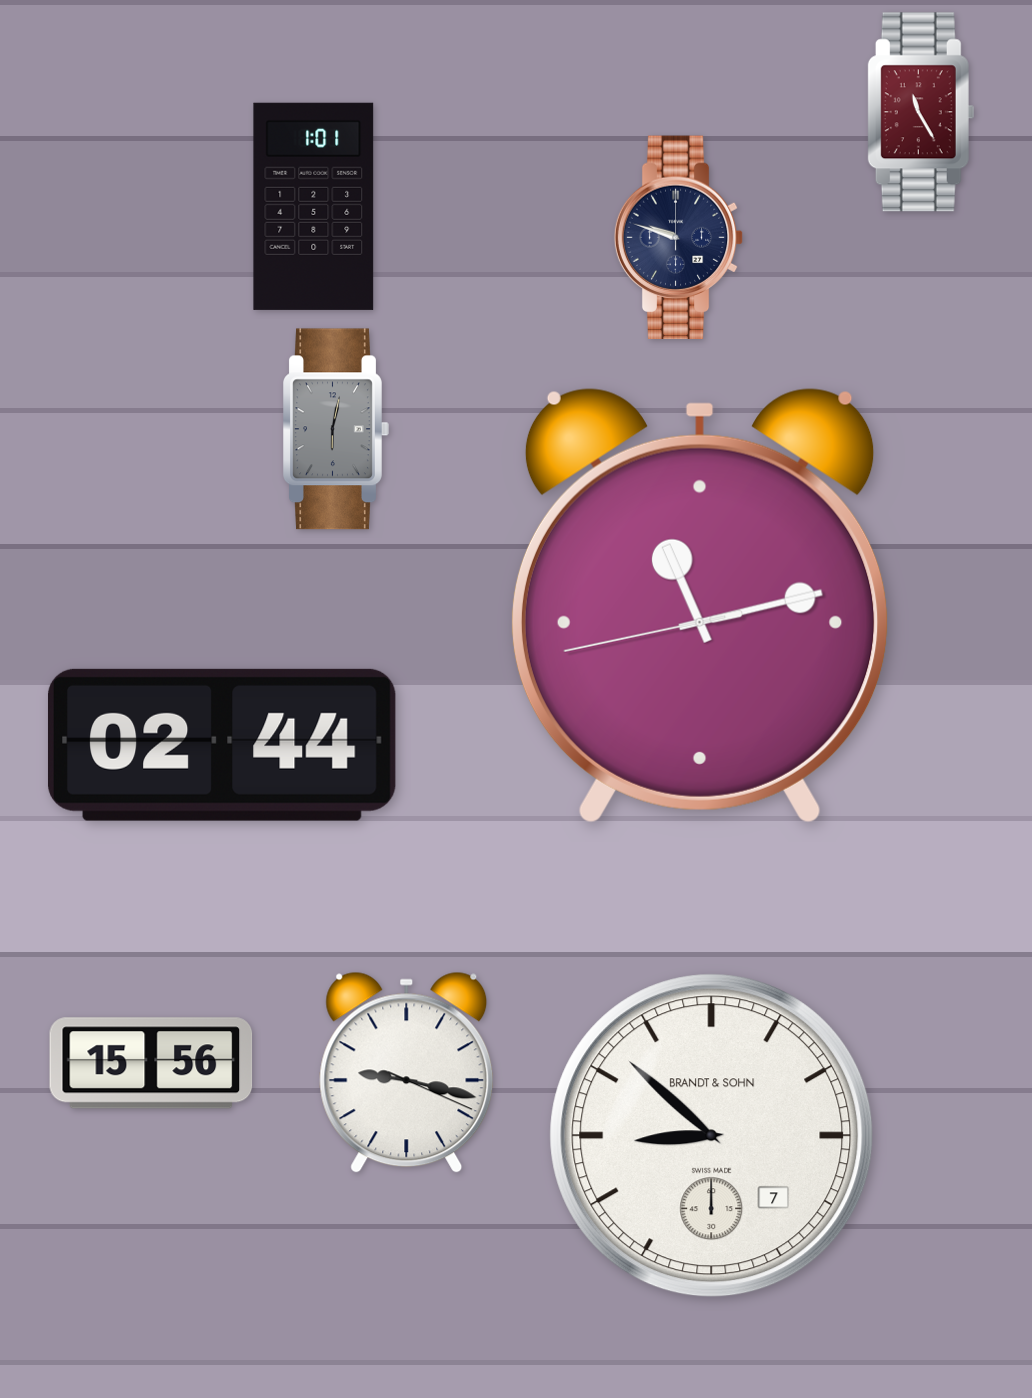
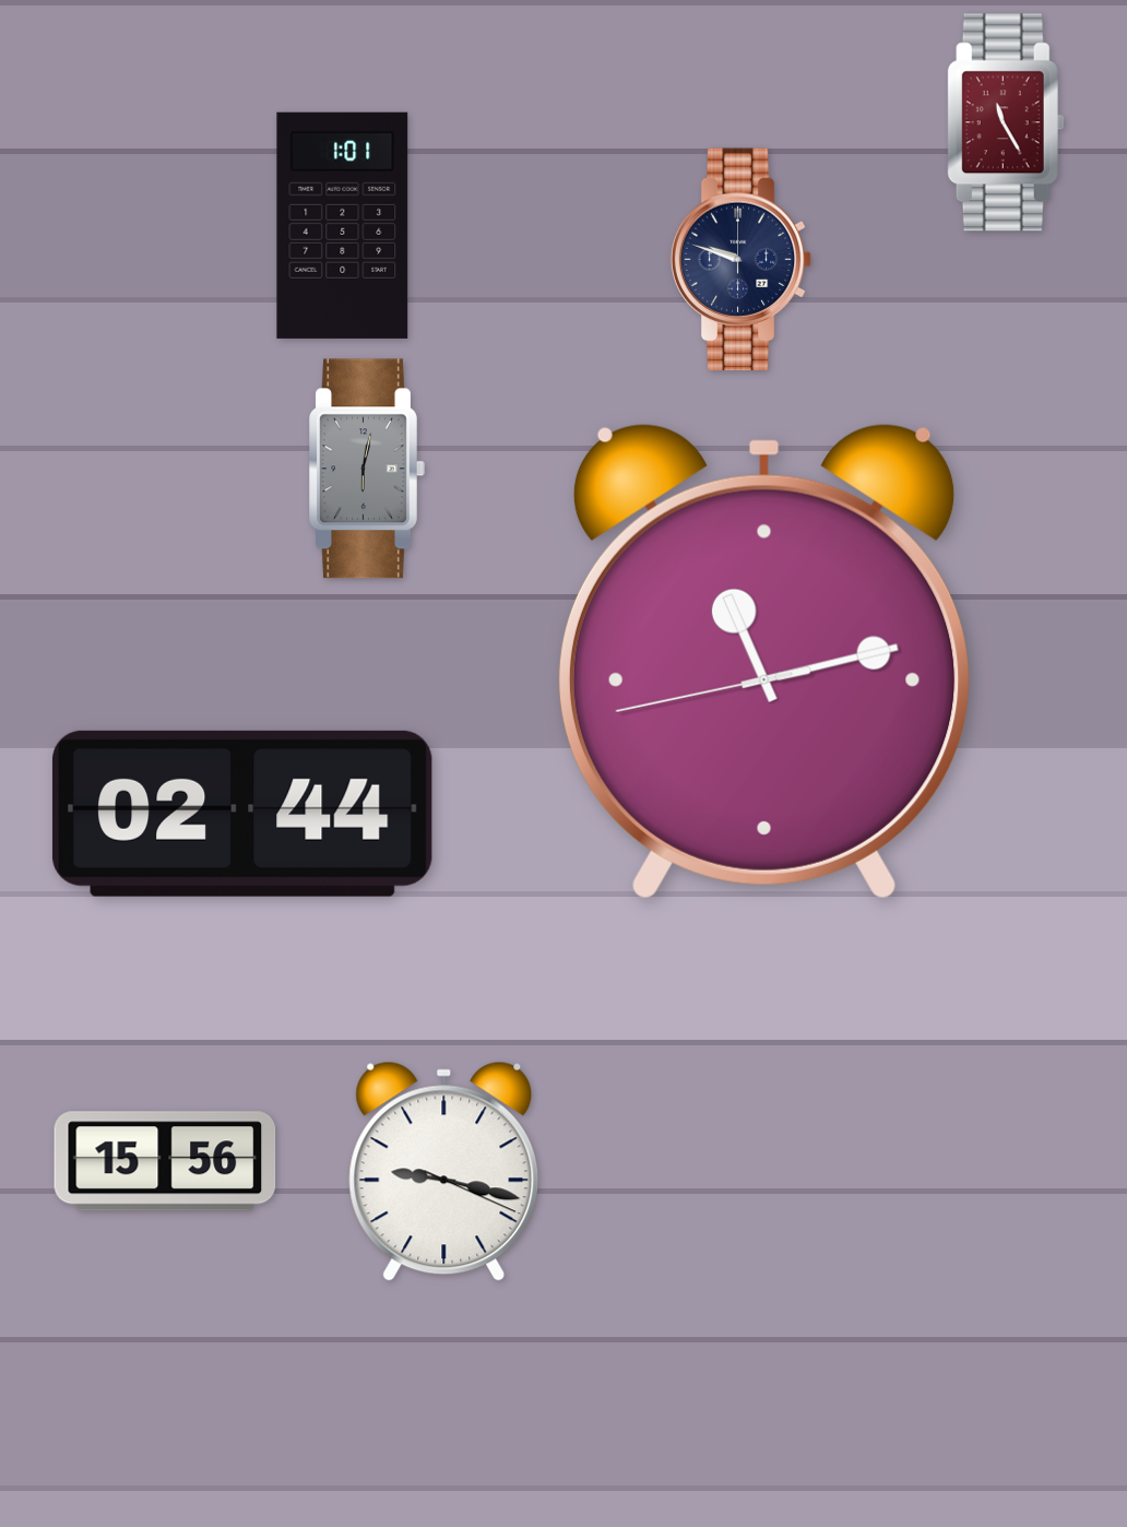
clock at (712, 1136): 8:52 -> none
